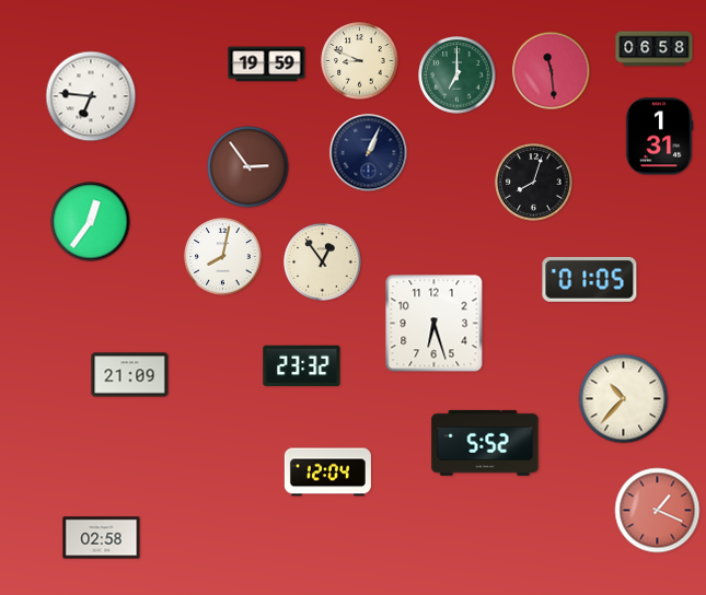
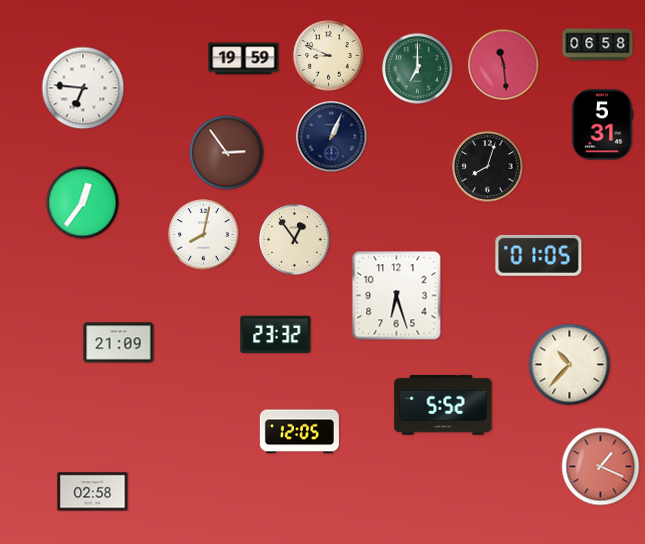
clock at (659, 137): 1:31 -> 5:31
clock at (369, 153) position: (369, 153) -> (332, 137)
clock at (327, 472): 12:04 -> 12:05
